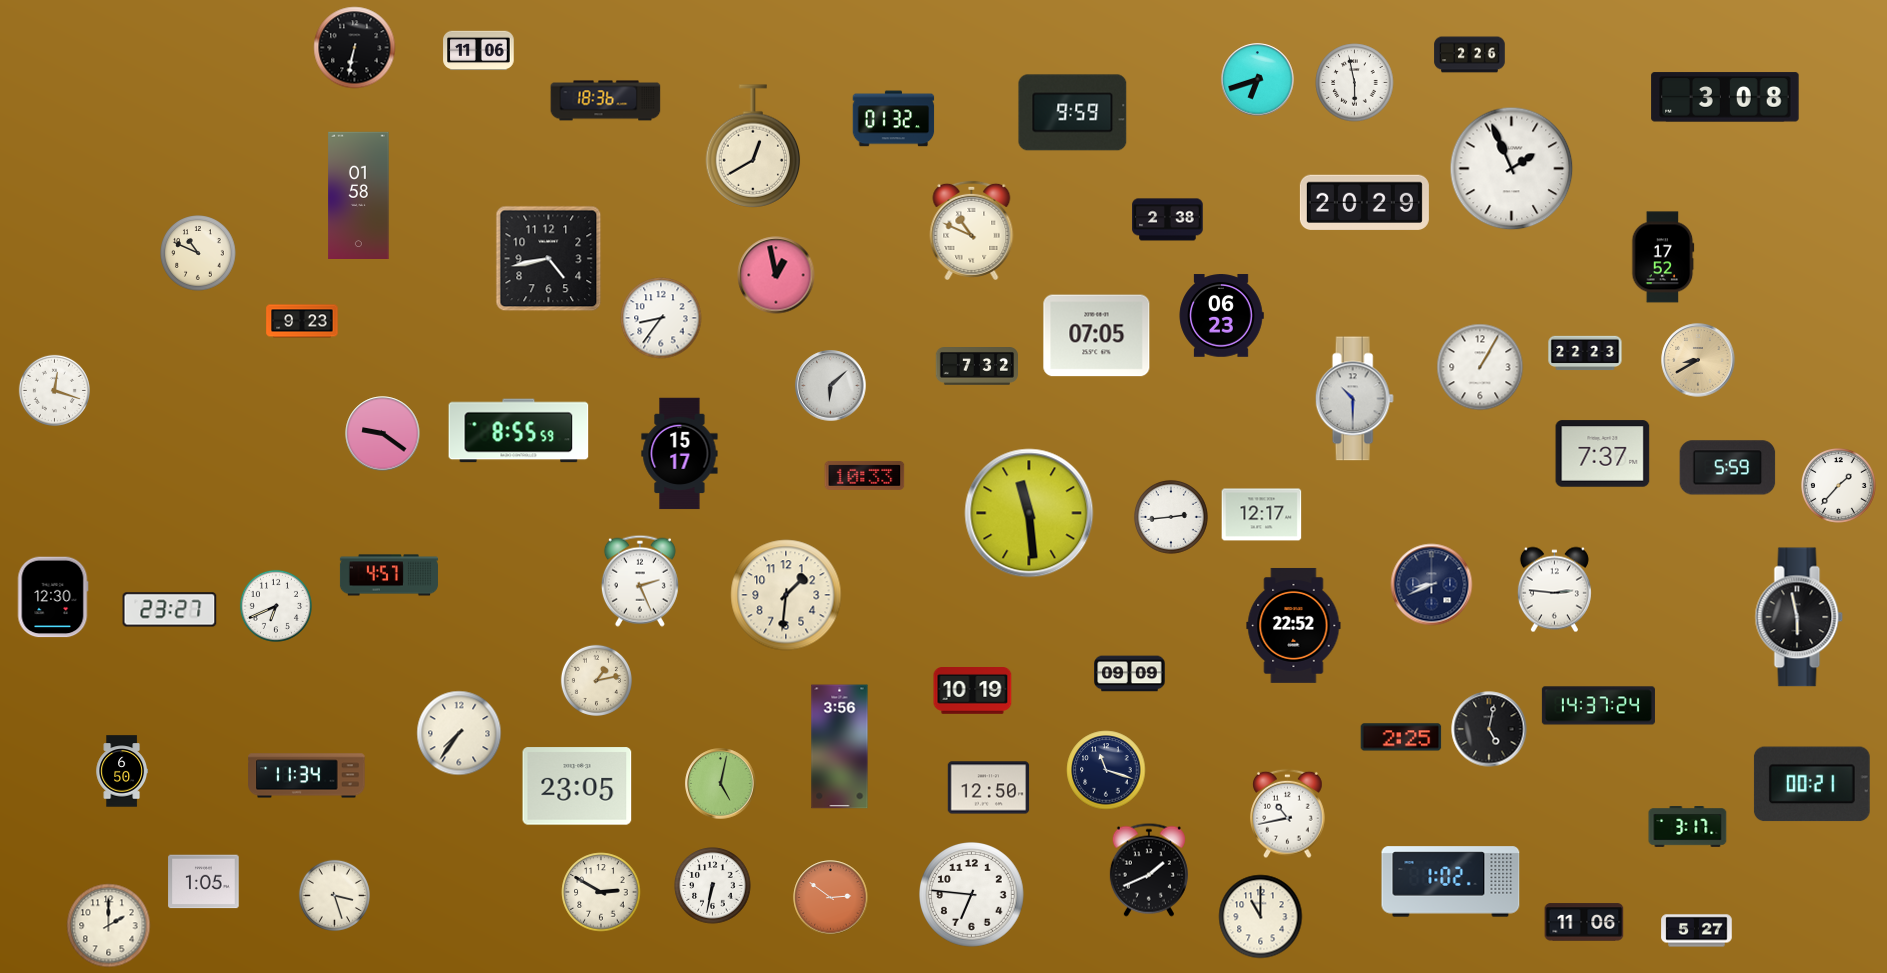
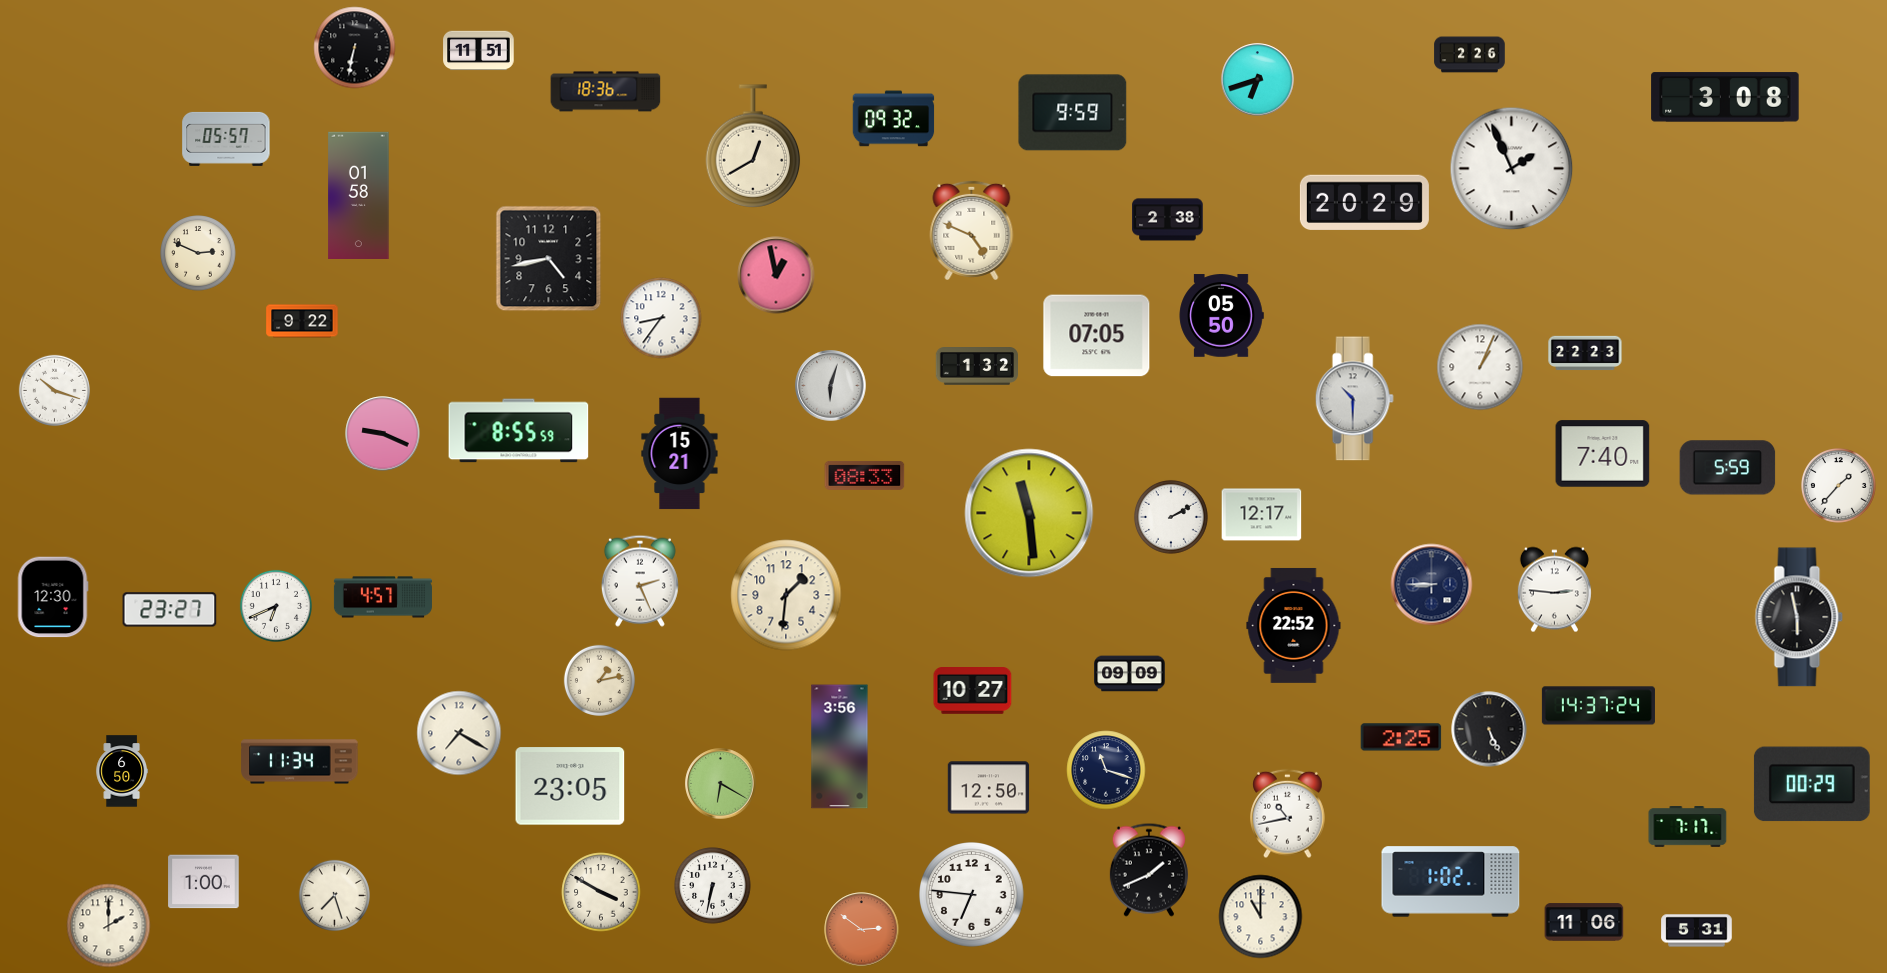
clock at (479, 51): 11:06 -> 11:51
clock at (1355, 83): 5:58 -> none
clock at (606, 101) position: (606, 101) -> (606, 92)
clock at (894, 119): 01:32 -> 09:32
clock at (226, 139): none -> 05:57
clock at (972, 230): 10:49 -> 4:49
clock at (198, 253): 10:49 -> 2:49
clock at (1663, 257): 17:52 -> none
clock at (1221, 316): 06:23 -> 05:50
clock at (302, 321): 9:23 -> 9:22
clock at (1698, 360): 8:40 -> none
clock at (976, 367): 7:32 -> 1:32
clock at (1480, 367): 1:05 -> 1:04
clock at (831, 386): 6:08 -> 6:03
clock at (54, 390): 12:18 -> 10:18
clock at (383, 434): 9:21 -> 9:19
clock at (680, 454): 15:17 -> 15:21
clock at (1603, 454): 7:37 -> 7:40
clock at (865, 475): 10:33 -> 08:33
clock at (1171, 517): 2:44 -> 2:10
clock at (389, 575) position: (389, 575) -> (383, 597)
clock at (1432, 585): 8:41 -> 8:45
clock at (596, 680) position: (596, 680) -> (599, 680)
clock at (973, 691): 10:19 -> 10:27
clock at (1489, 729): 5:02 -> 5:26
clock at (459, 733): 7:36 -> 7:20
clock at (307, 776) position: (307, 776) -> (300, 762)
clock at (721, 784): 5:02 -> 6:20
clock at (1812, 784): 00:21 -> 00:29
clock at (577, 786) position: (577, 786) -> (570, 786)
clock at (1688, 827): 3:17 -> 7:17
clock at (204, 882): 1:05 -> 1:00
clock at (601, 892): 2:50 -> 3:50
clock at (334, 895): 3:27 -> 7:27
clock at (831, 898) position: (831, 898) -> (862, 930)
clock at (1697, 931): 5:27 -> 5:31
